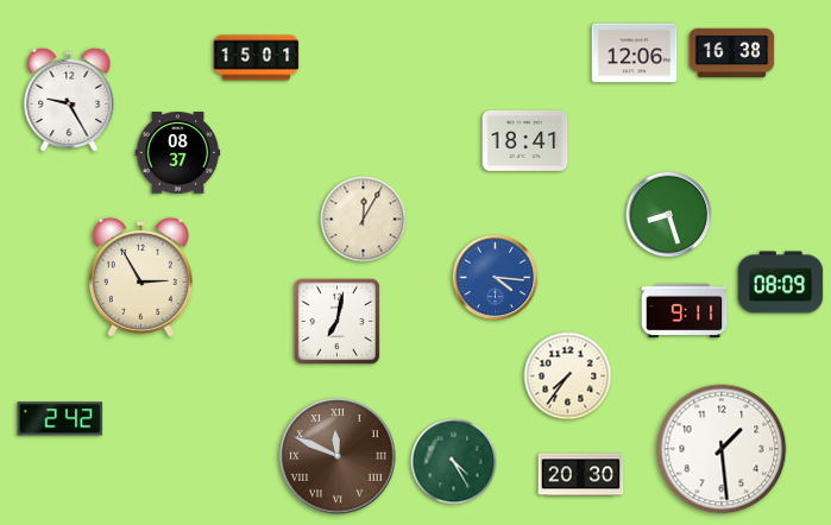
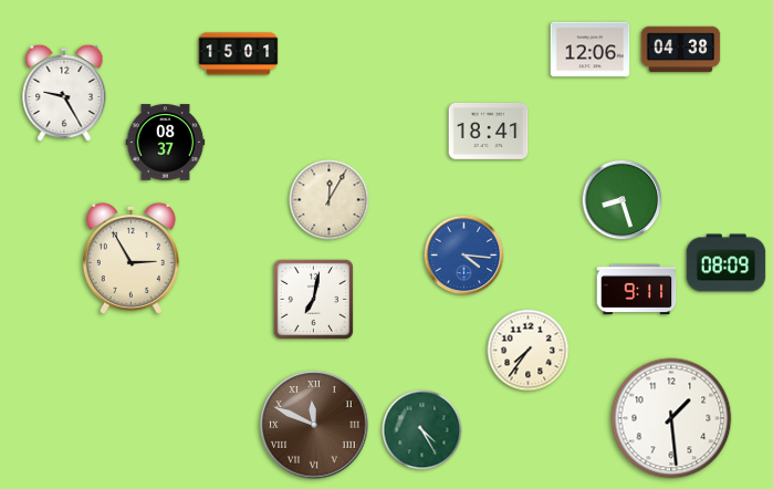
clock at (732, 53): 16:38 -> 04:38
clock at (364, 220) position: (364, 220) -> (330, 200)
clock at (496, 278) position: (496, 278) -> (464, 256)
clock at (61, 419): 2:42 -> none
clock at (581, 475): 20:30 -> none
